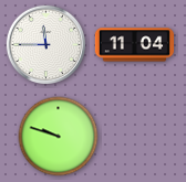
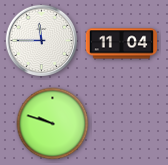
clock at (134, 45) position: (134, 45) -> (121, 44)
